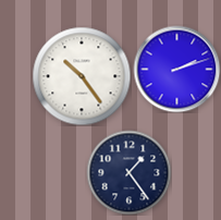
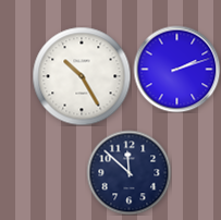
clock at (82, 76): 10:24 -> 10:25
clock at (128, 172): 1:24 -> 11:52
